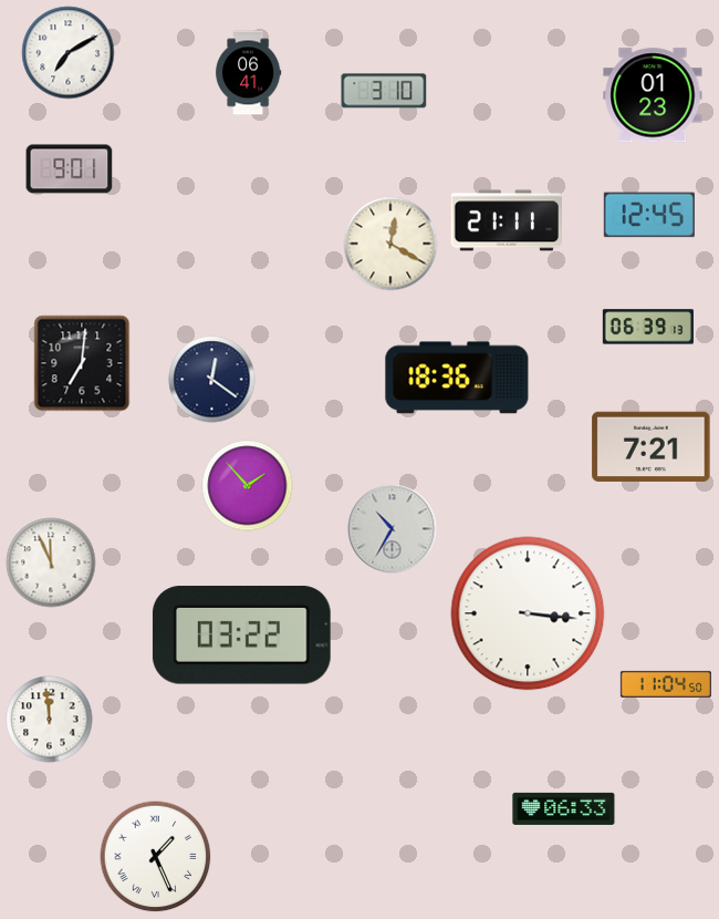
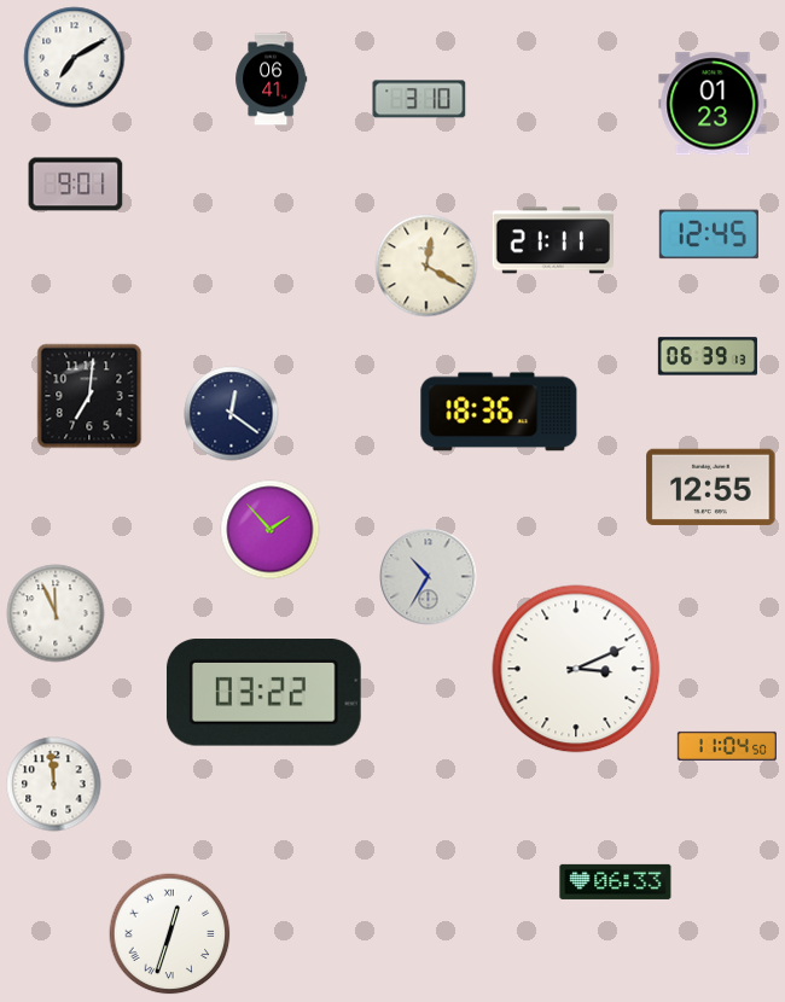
clock at (652, 446): 7:21 -> 12:55
clock at (528, 613): 3:16 -> 3:11
clock at (156, 857): 1:26 -> 12:33
